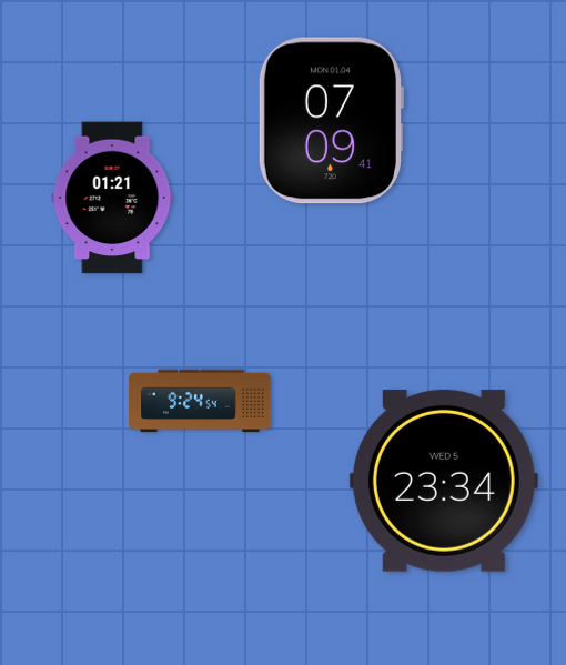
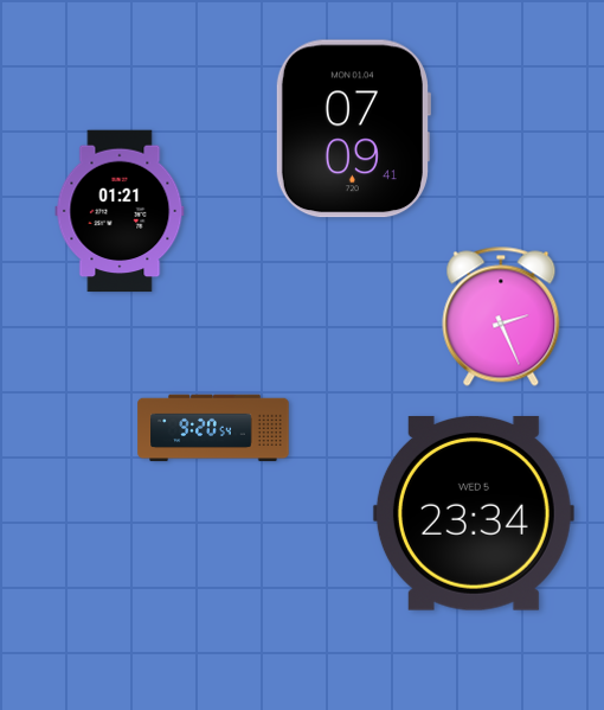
clock at (501, 316): none -> 2:26
clock at (200, 401): 9:24 -> 9:20
